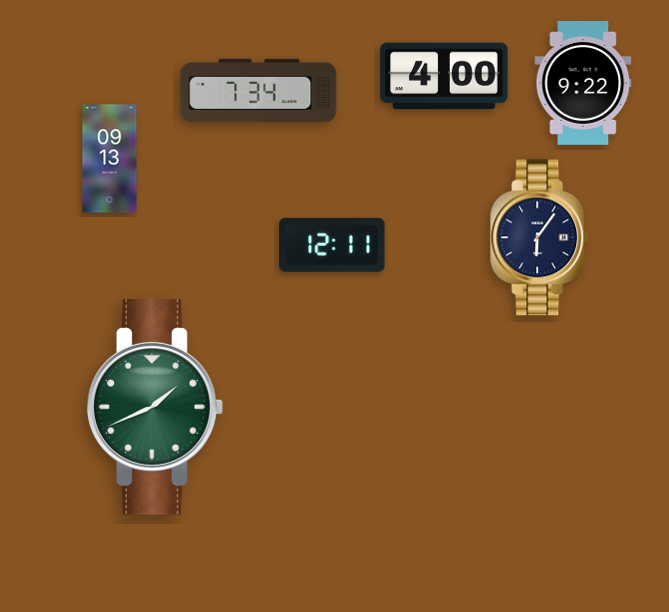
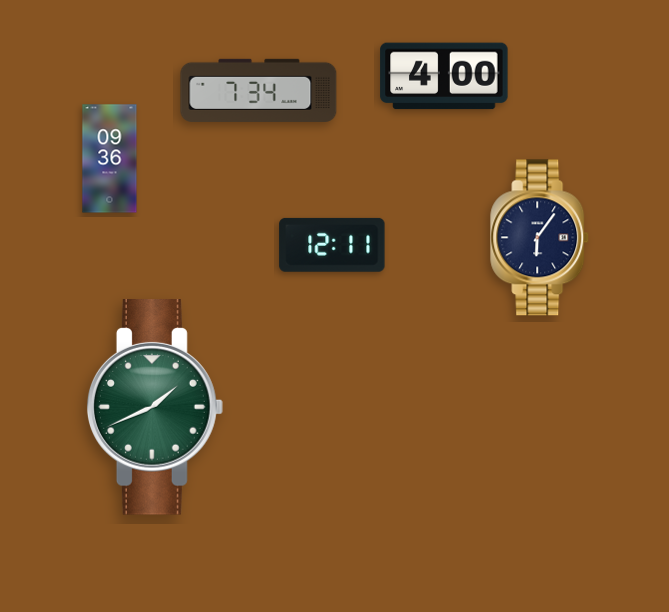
clock at (583, 83): 9:22 -> none
clock at (110, 159): 09:13 -> 09:36
